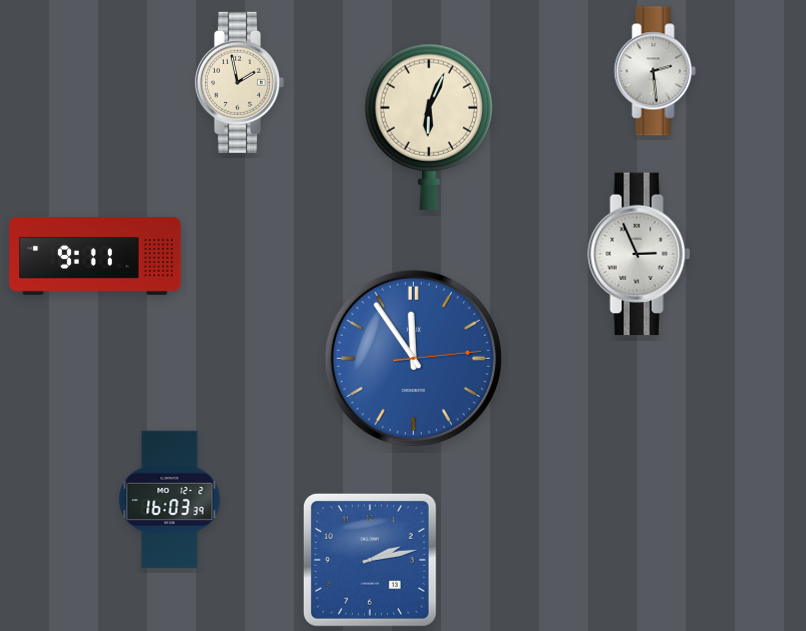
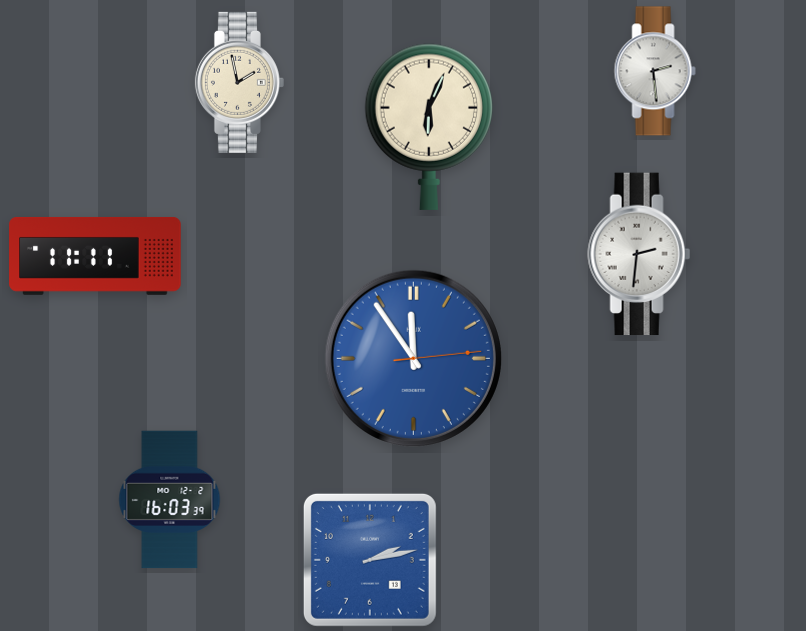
clock at (639, 254): 2:56 -> 2:31
clock at (95, 256): 9:11 -> 11:11
